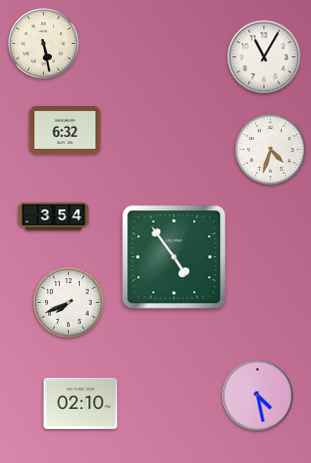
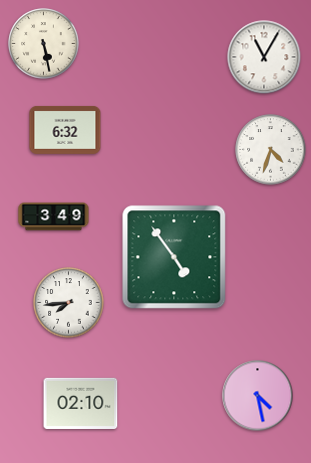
clock at (54, 217): 3:54 -> 3:49
clock at (69, 303): 7:41 -> 7:44
